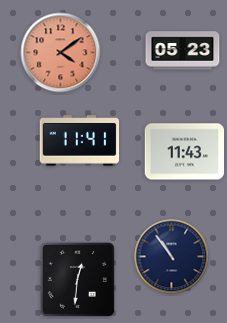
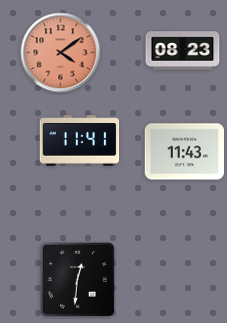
clock at (183, 51): 05:23 -> 08:23
clock at (172, 257): 10:54 -> none
